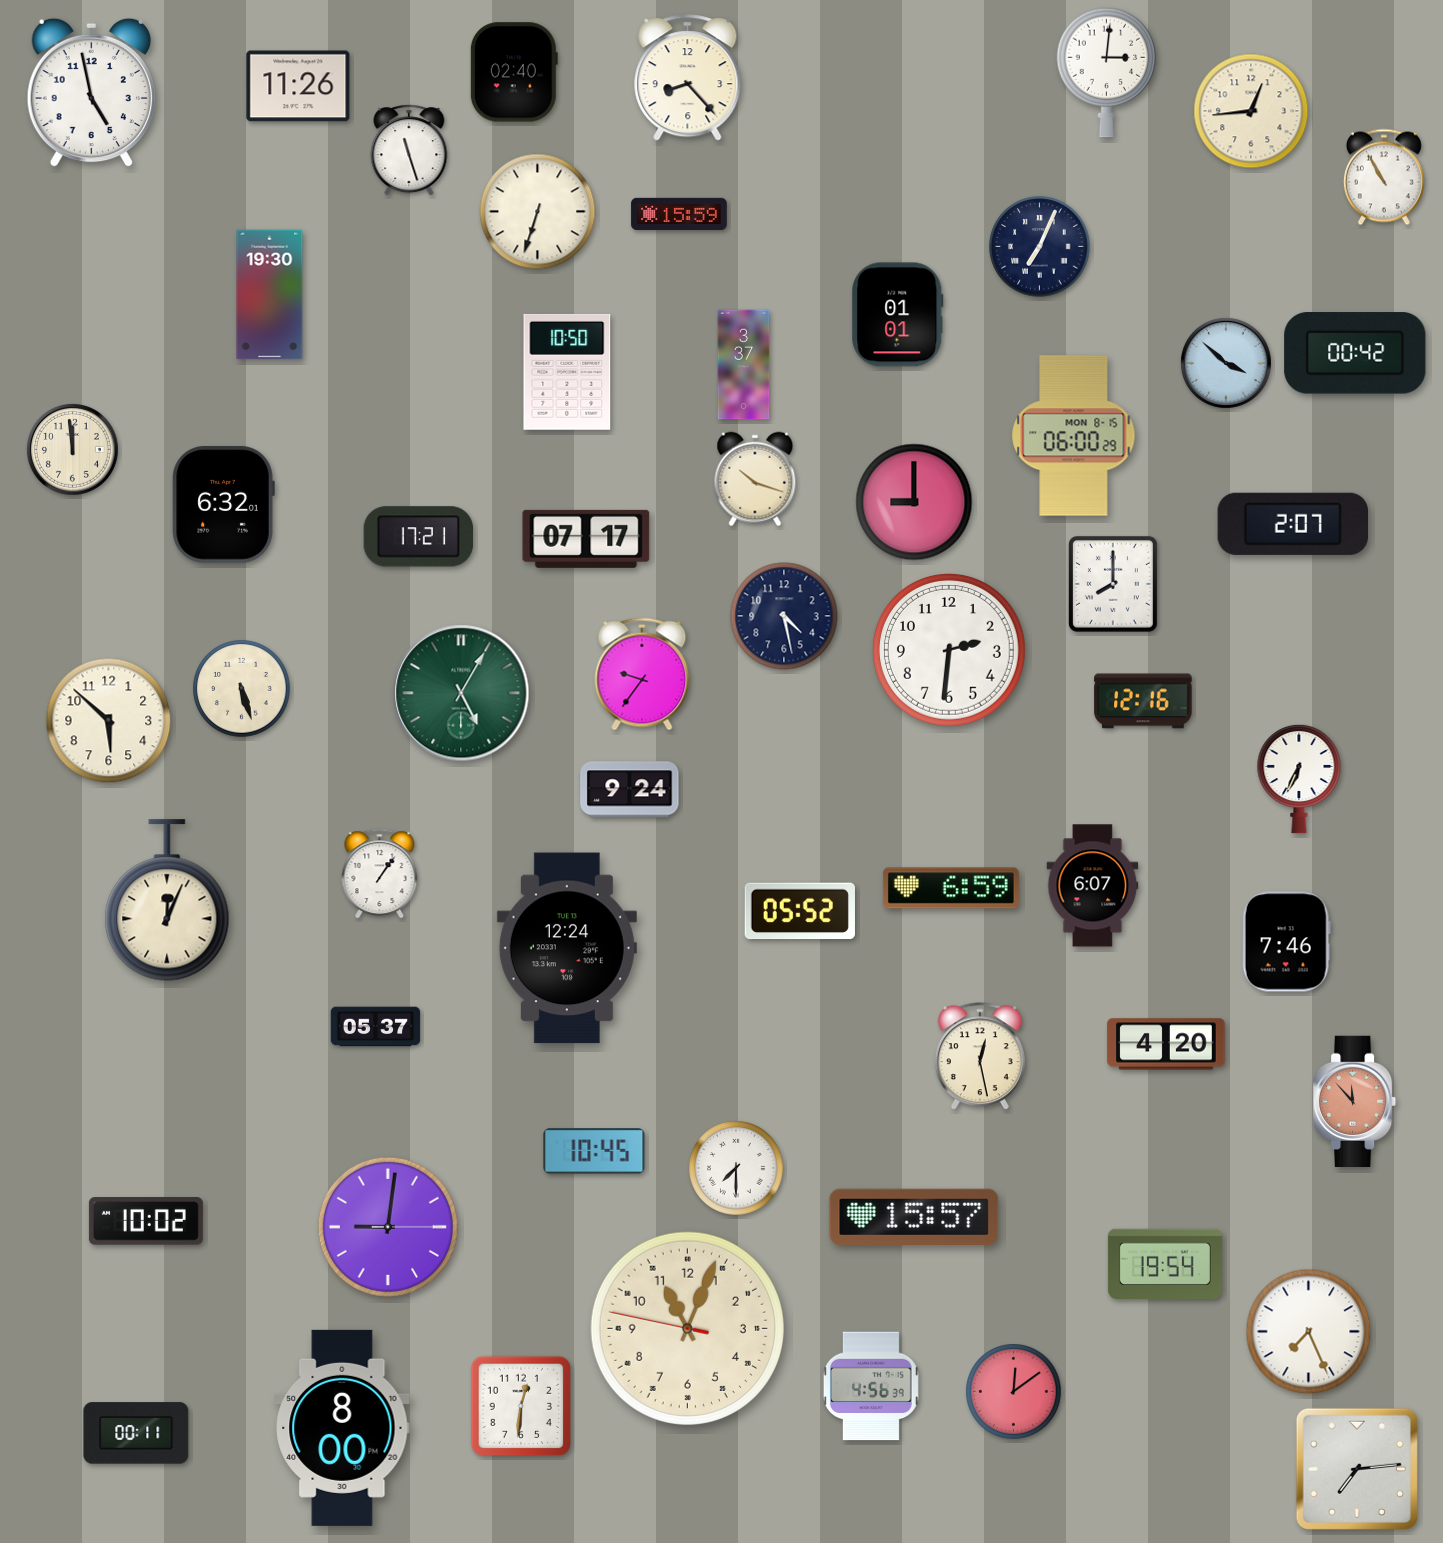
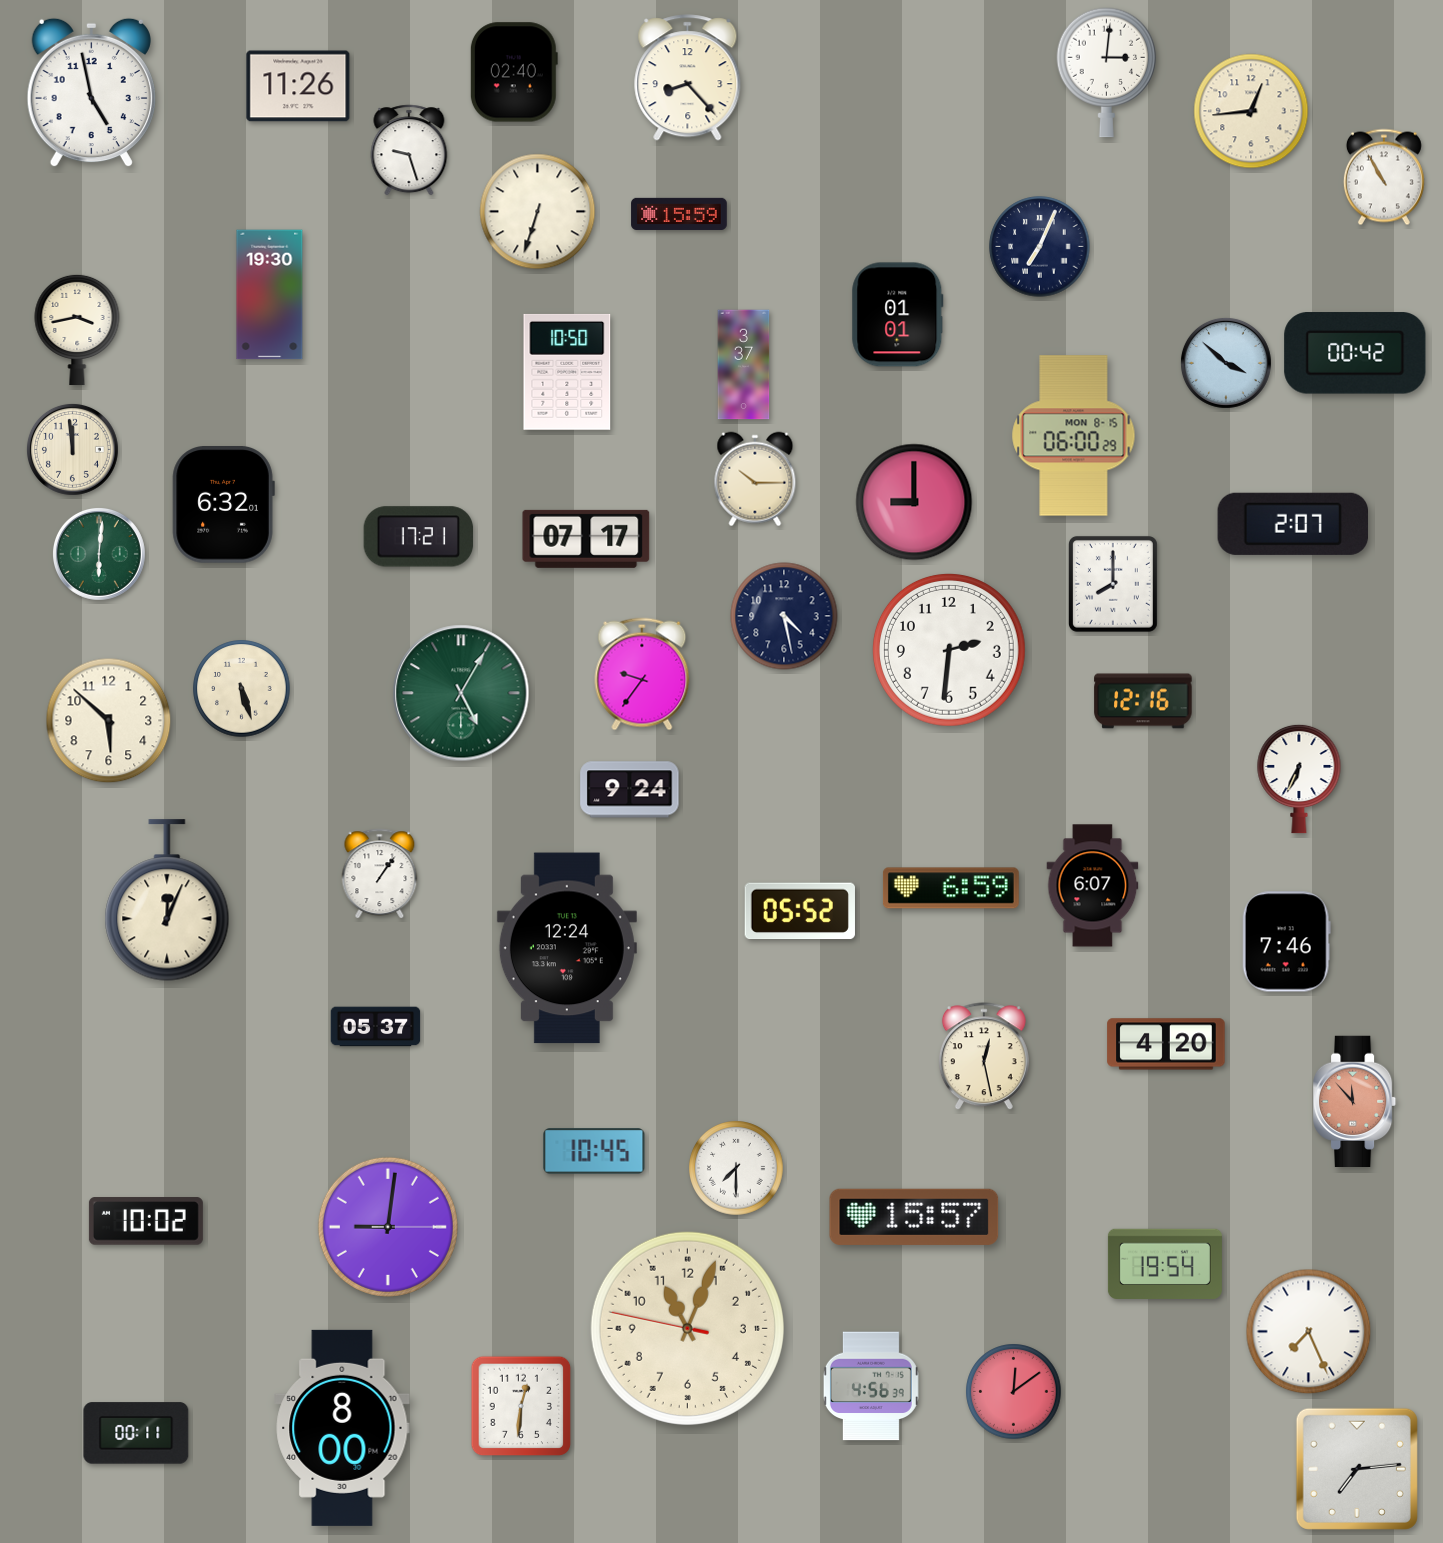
clock at (409, 150): 11:27 -> 9:27
clock at (77, 330): none -> 3:43
clock at (755, 479): 10:18 -> 10:15
clock at (99, 554): none -> 6:01
clock at (980, 1057) position: (980, 1057) -> (984, 1057)
